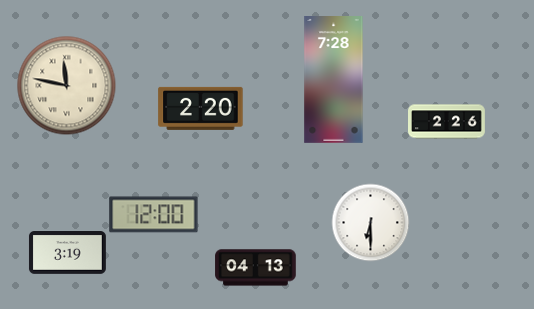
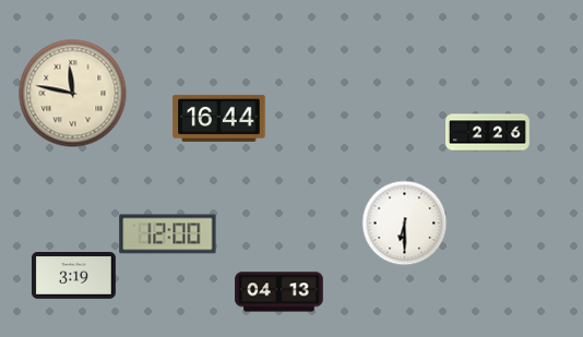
clock at (334, 80): 7:28 -> none
clock at (201, 108): 2:20 -> 16:44
clock at (370, 222) position: (370, 222) -> (404, 222)
